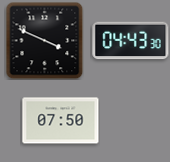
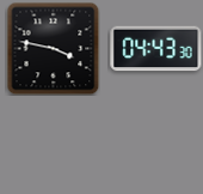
clock at (44, 40): 3:49 -> 3:47
clock at (61, 121): 07:50 -> none
